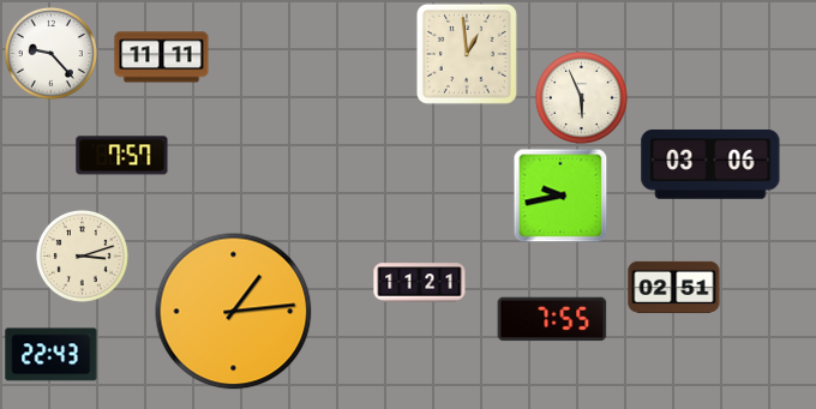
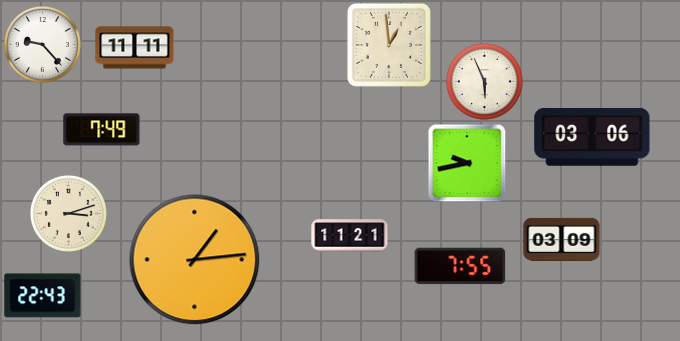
clock at (122, 156): 7:57 -> 7:49
clock at (674, 287): 02:51 -> 03:09
